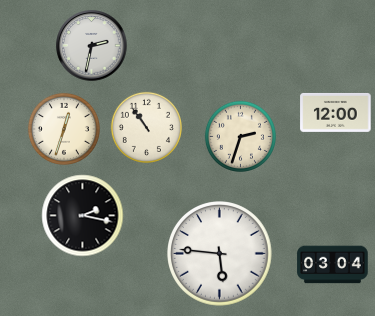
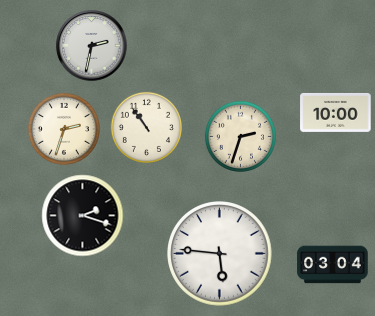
clock at (336, 112): 12:00 -> 10:00
clock at (64, 129): 12:33 -> 2:33
clock at (83, 216): 2:17 -> 2:18
